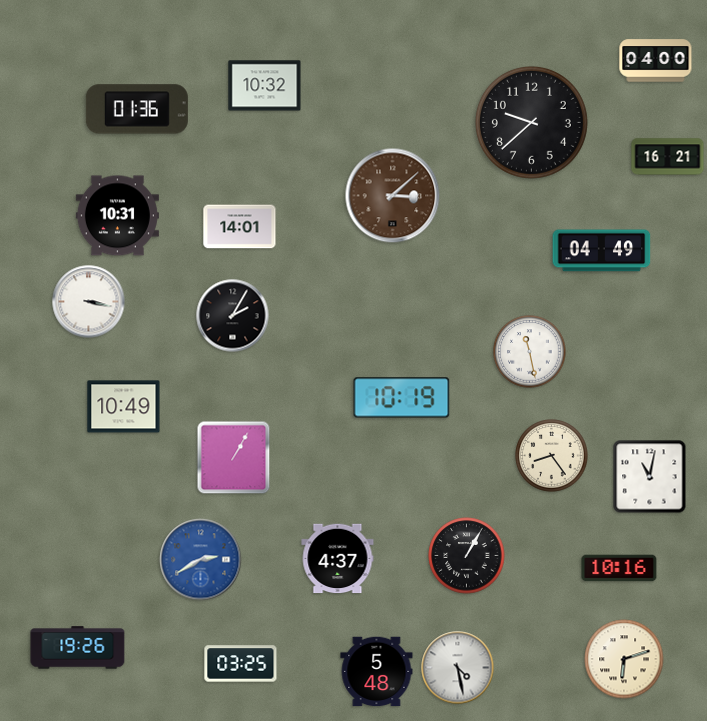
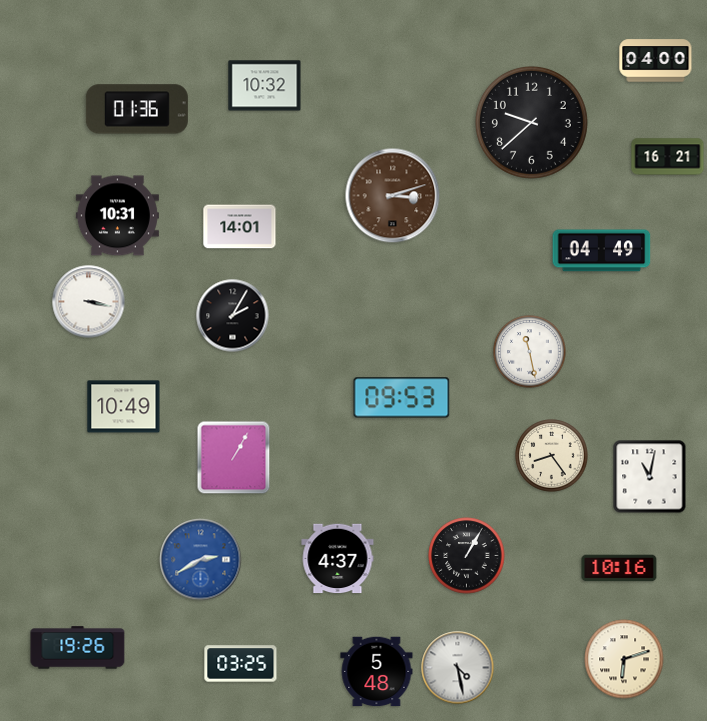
clock at (393, 196): 3:08 -> 3:12
clock at (402, 398): 10:19 -> 09:53
